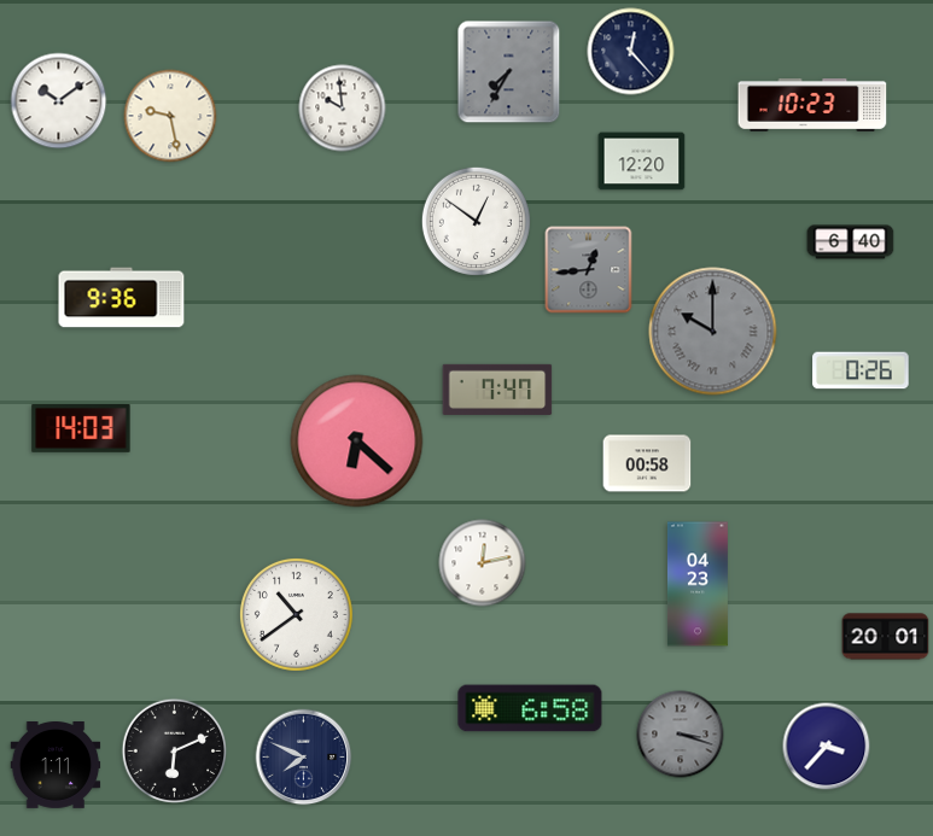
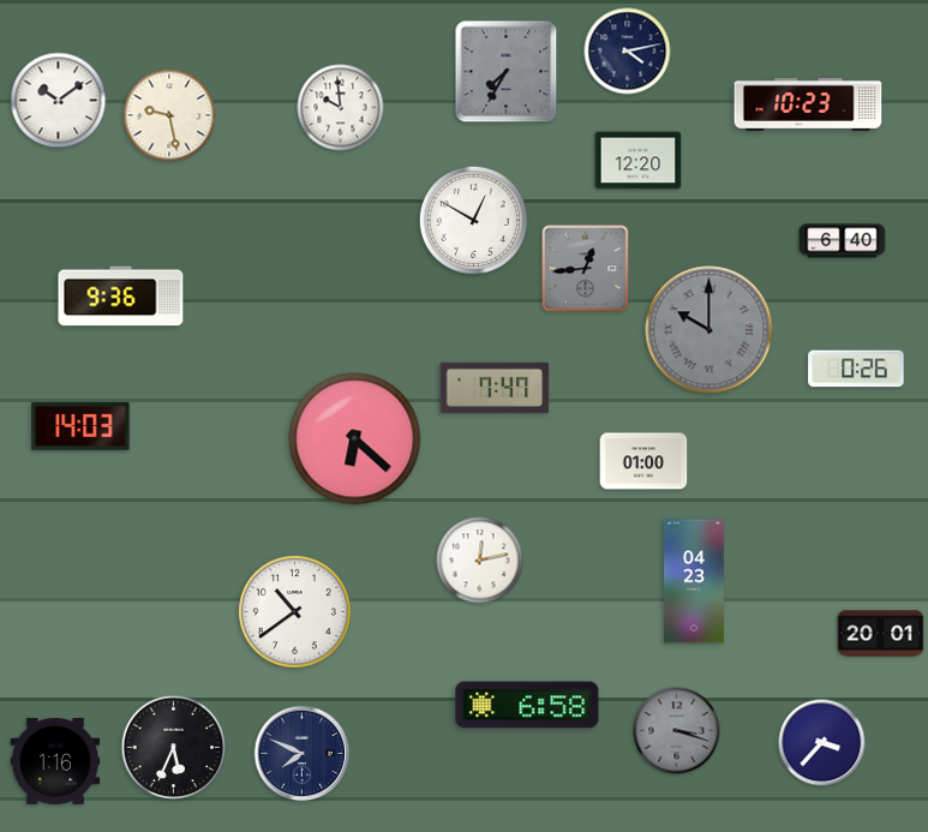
clock at (631, 52): 12:23 -> 4:13
clock at (476, 221): 12:51 -> 12:50
clock at (851, 242) position: (851, 242) -> (843, 241)
clock at (647, 463): 00:58 -> 01:00
clock at (175, 752): 6:11 -> 5:34
clock at (56, 766): 1:11 -> 1:16
